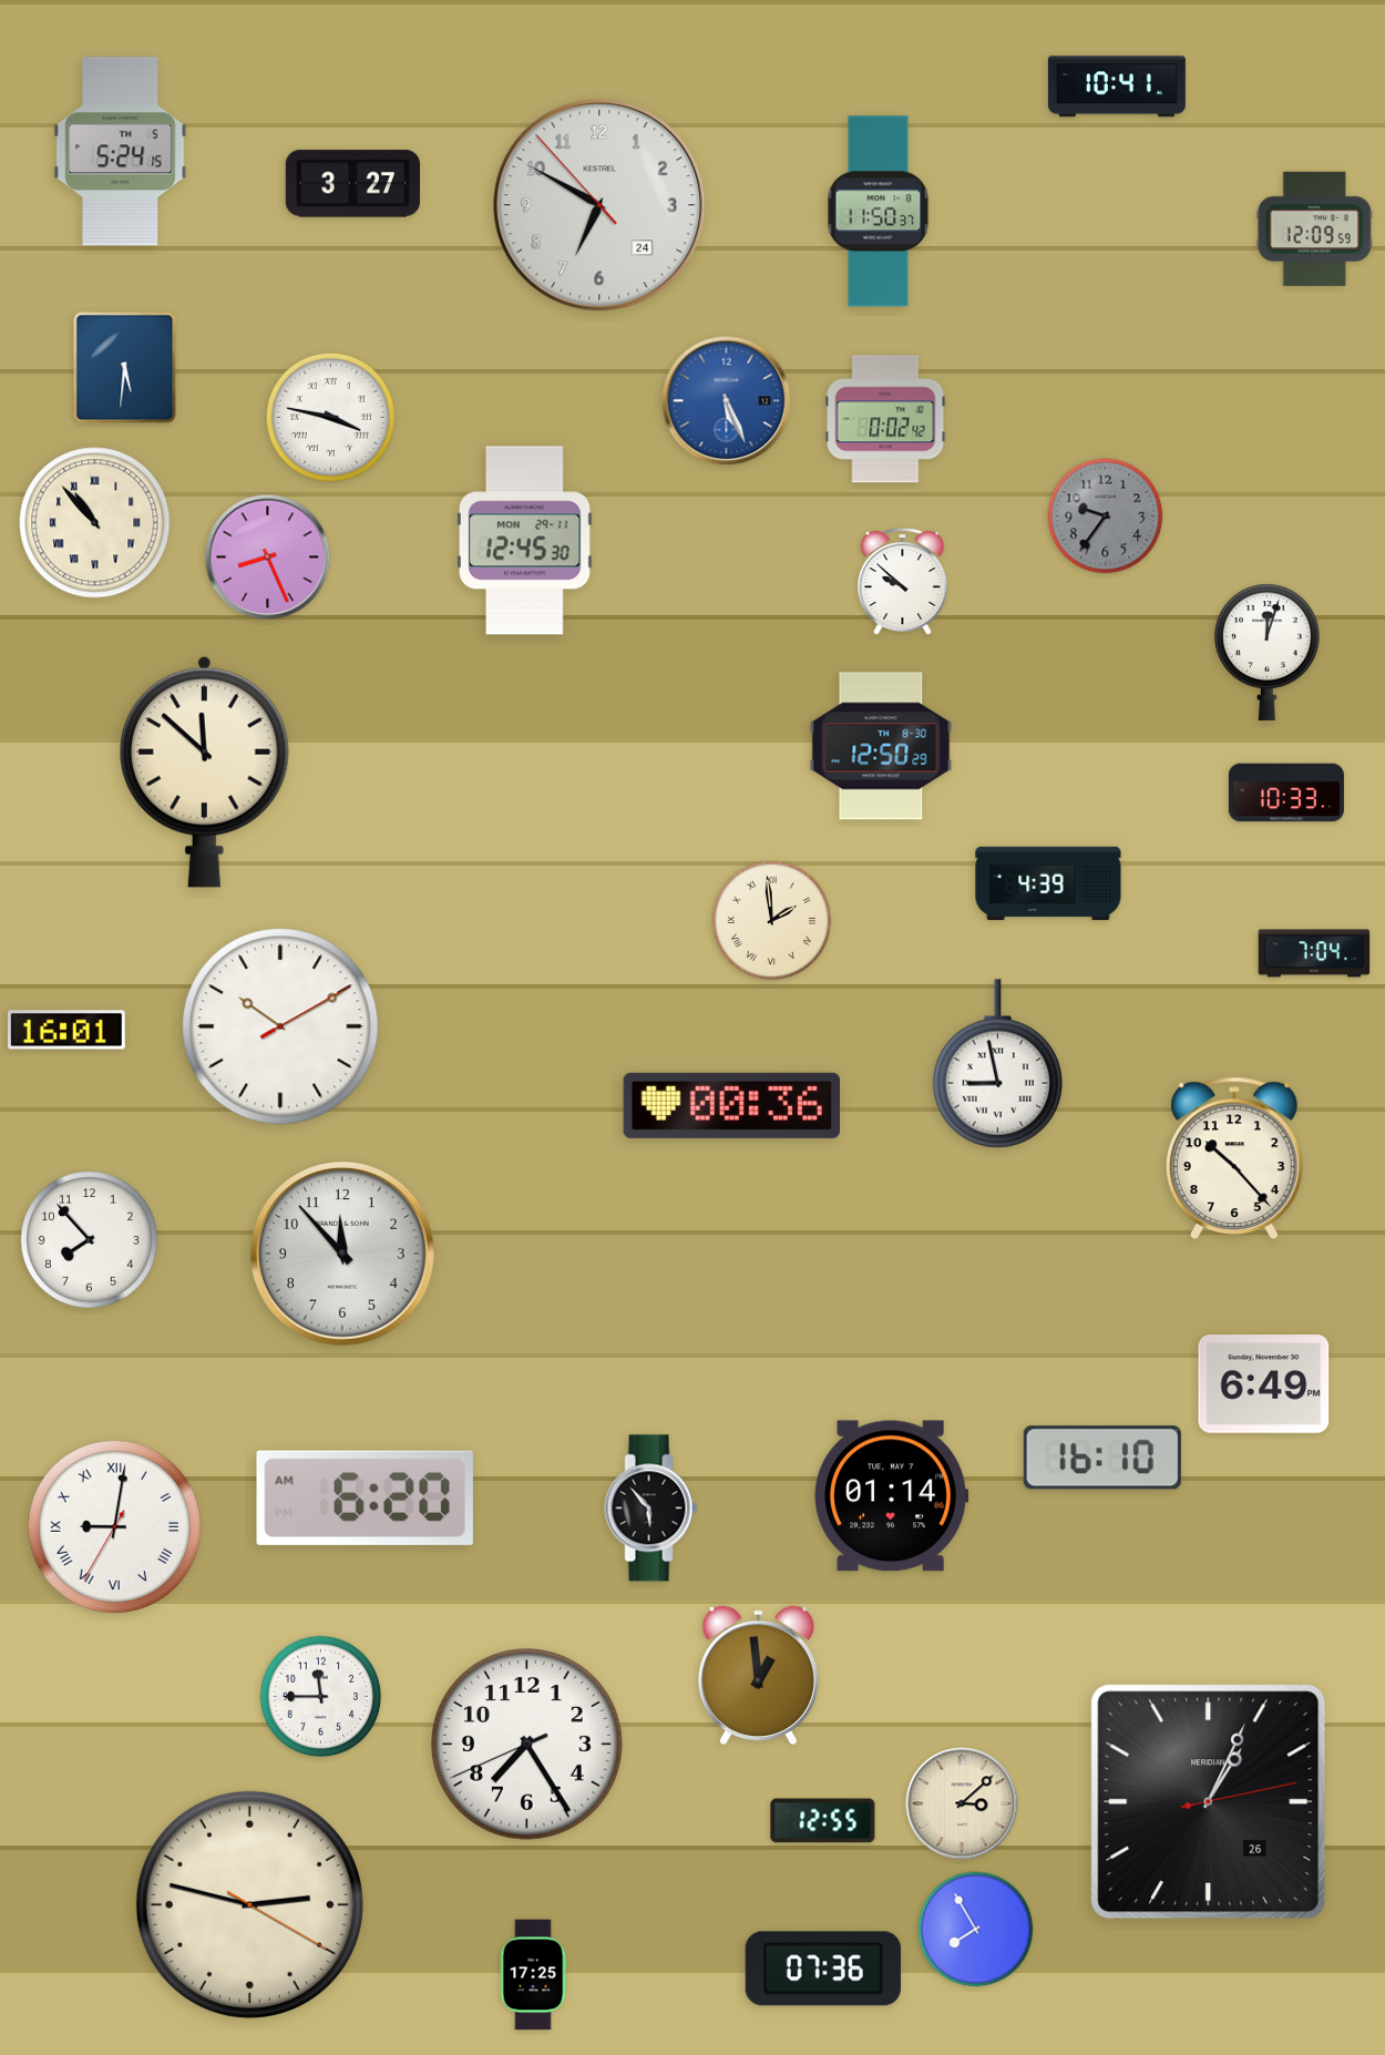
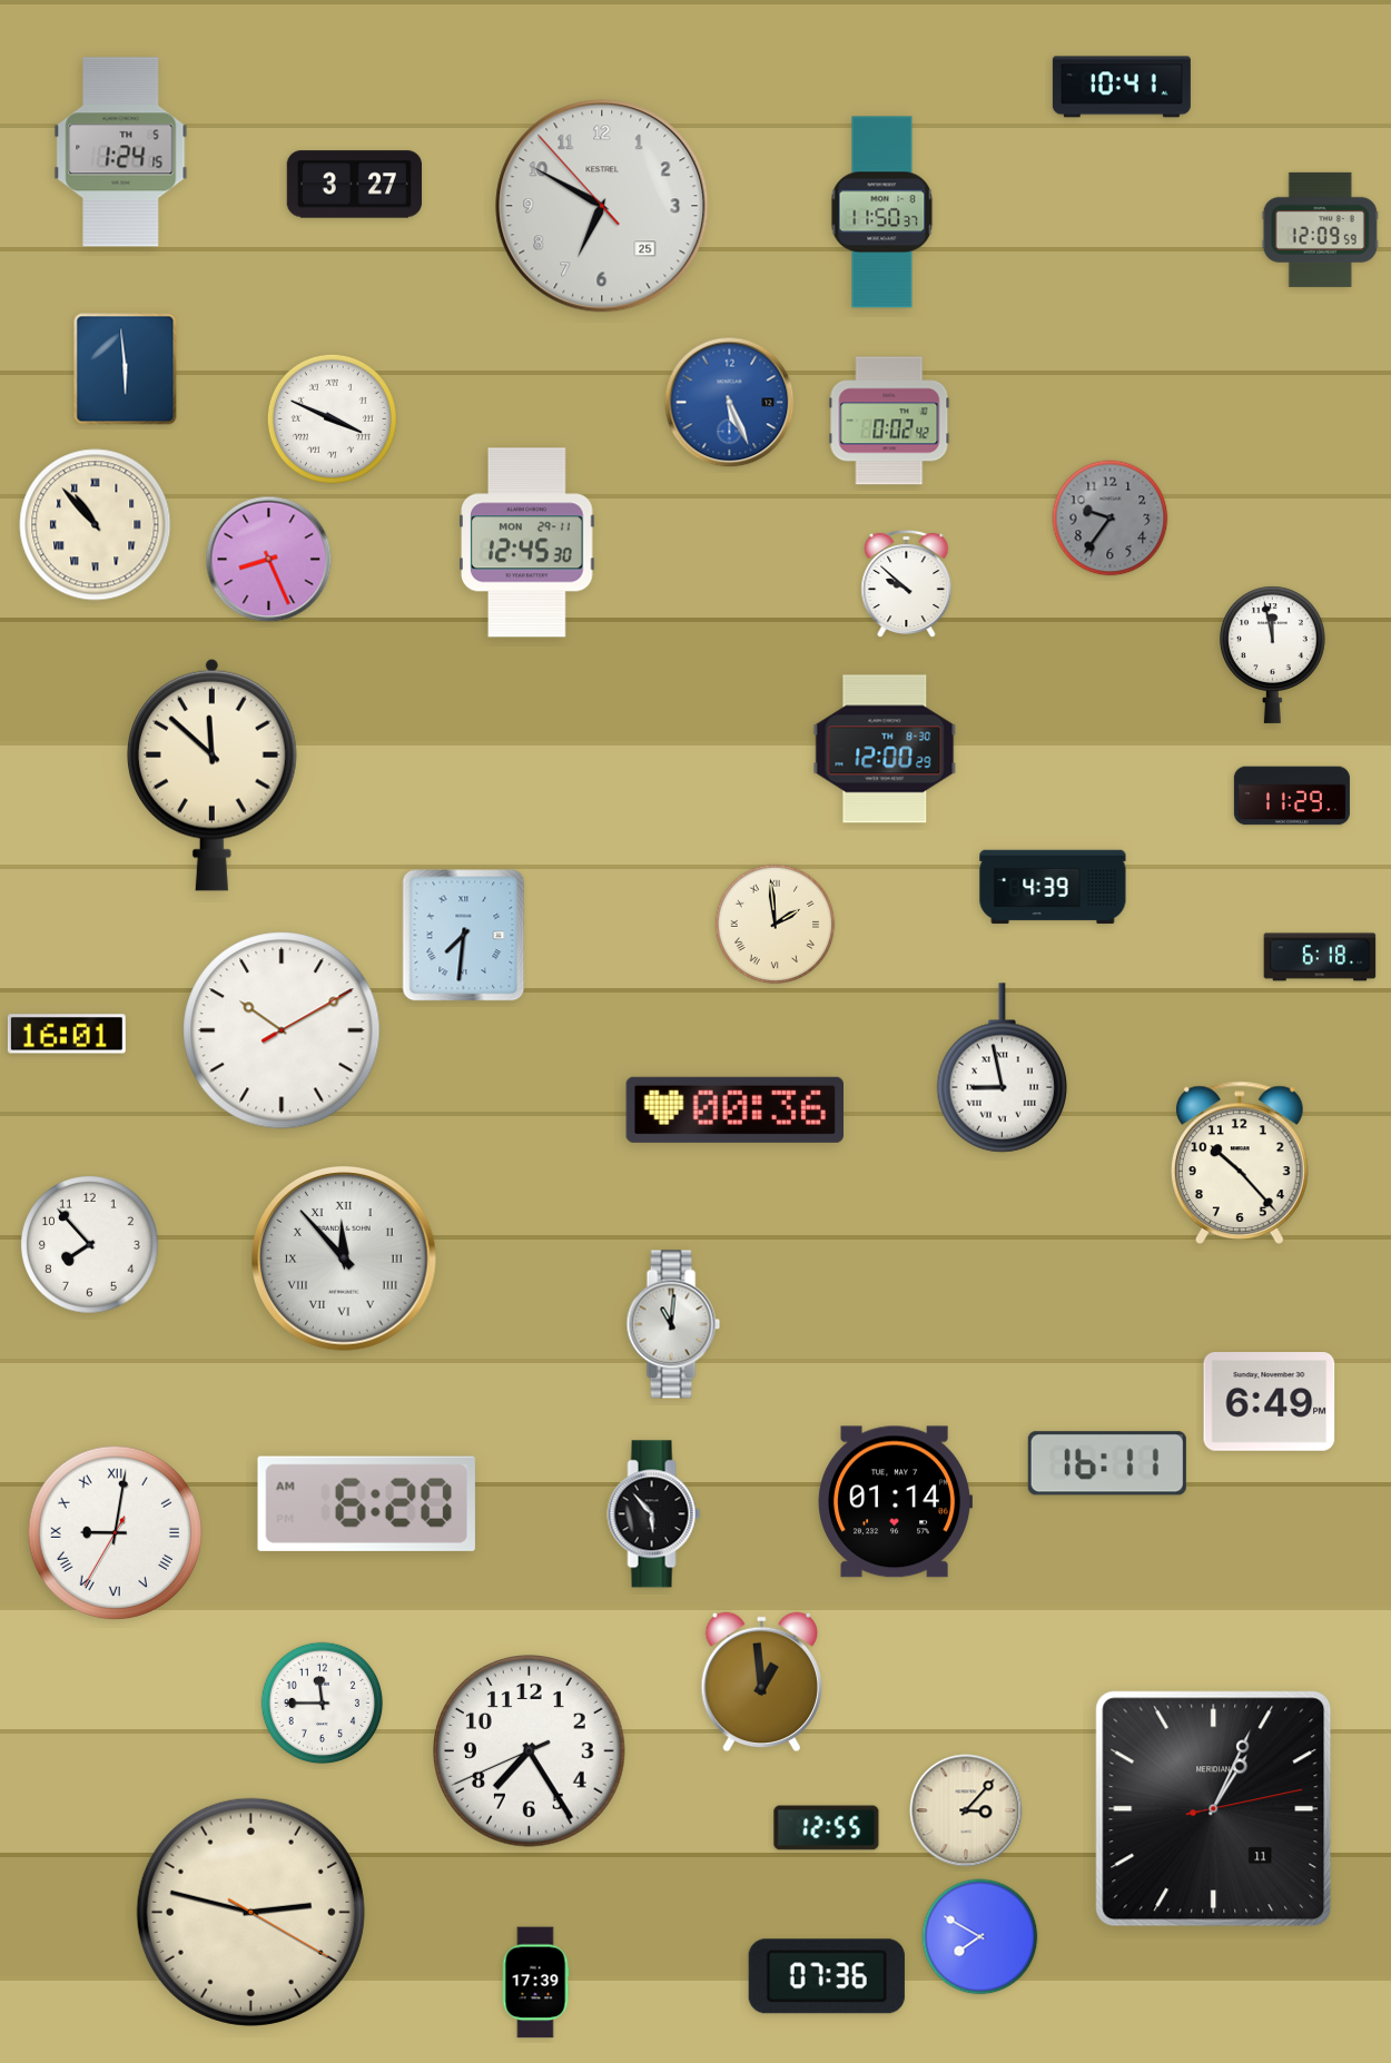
clock at (121, 152): 5:24 -> 1:24
clock at (599, 205) date: 24 -> 25
clock at (125, 368): 5:31 -> 5:59
clock at (330, 417): 3:47 -> 3:49
clock at (1268, 652): 12:03 -> 11:58
clock at (881, 746): 12:50 -> 12:00
clock at (204, 771) position: (204, 771) -> (211, 774)
clock at (1286, 793): 10:33 -> 11:29
clock at (464, 936): none -> 7:31
clock at (1314, 953): 7:04 -> 6:18
clock at (343, 1255) numerals: Arabic -> Roman
clock at (673, 1324): none -> 11:01
clock at (1264, 1384) position: (1264, 1384) -> (1270, 1402)
clock at (1102, 1458): 16:10 -> 16:11
clock at (1209, 1802) date: 26 -> 11
clock at (962, 1803): 3:08 -> 3:07
clock at (976, 1930): 7:55 -> 7:50
clock at (533, 1975): 17:25 -> 17:39
